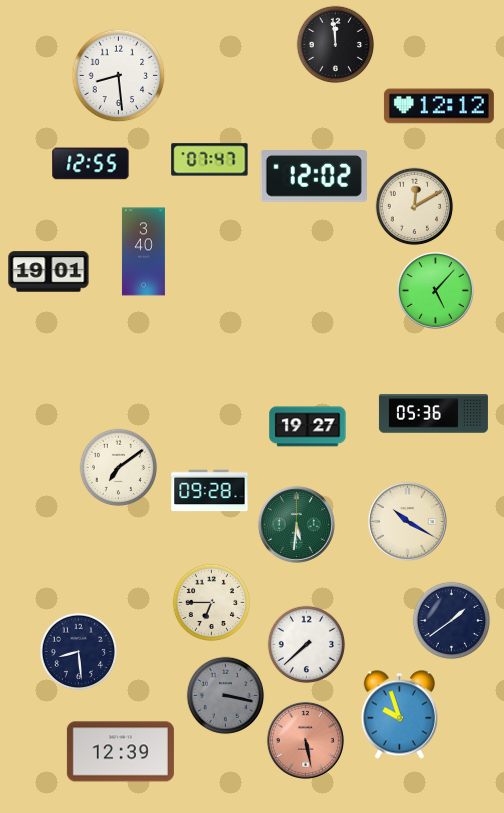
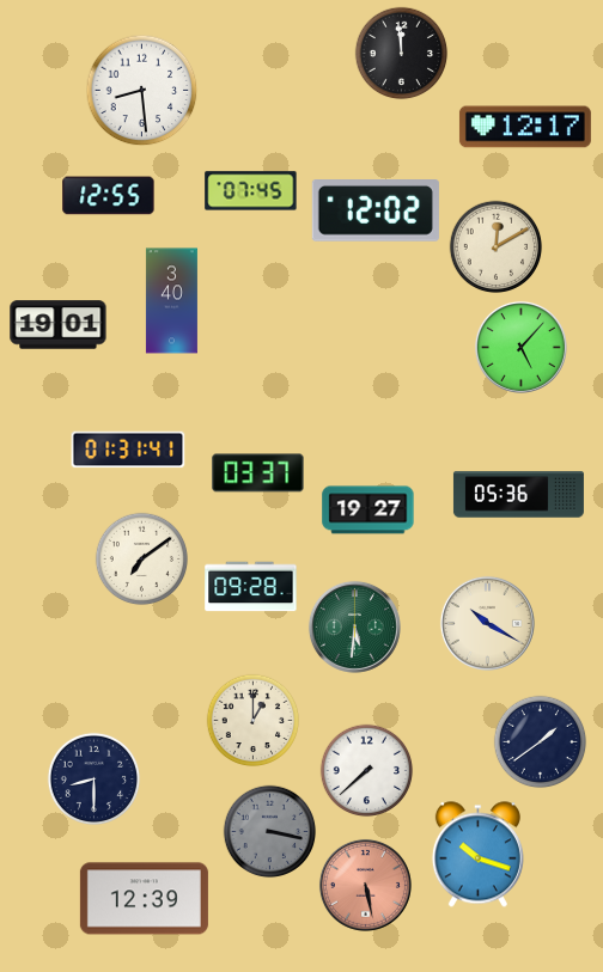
clock at (439, 106): 12:12 -> 12:17
clock at (210, 160): 07:47 -> 07:45
clock at (128, 450): none -> 01:31
clock at (258, 473): none -> 03:37
clock at (211, 602): 6:45 -> 1:00
clock at (78, 651): 8:29 -> 8:30
clock at (399, 715): 9:57 -> 10:18
